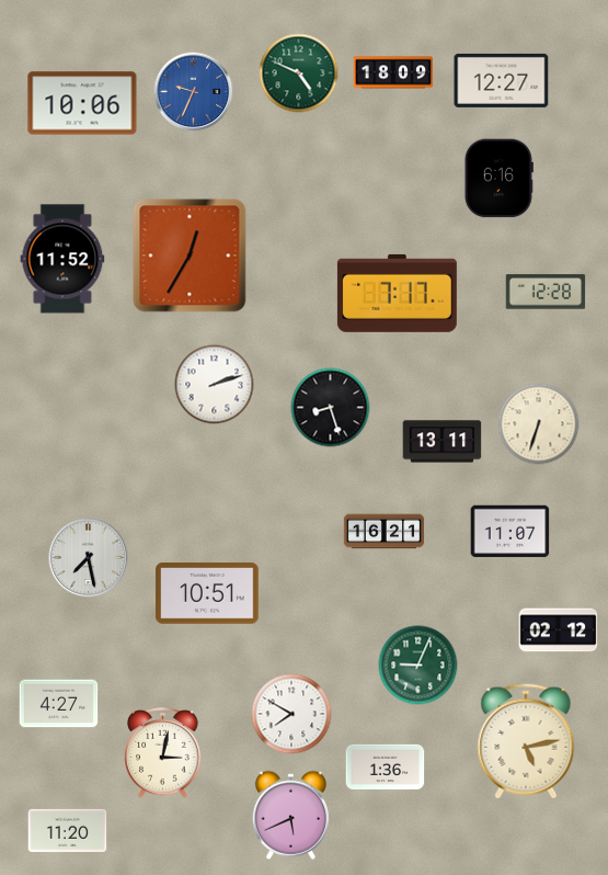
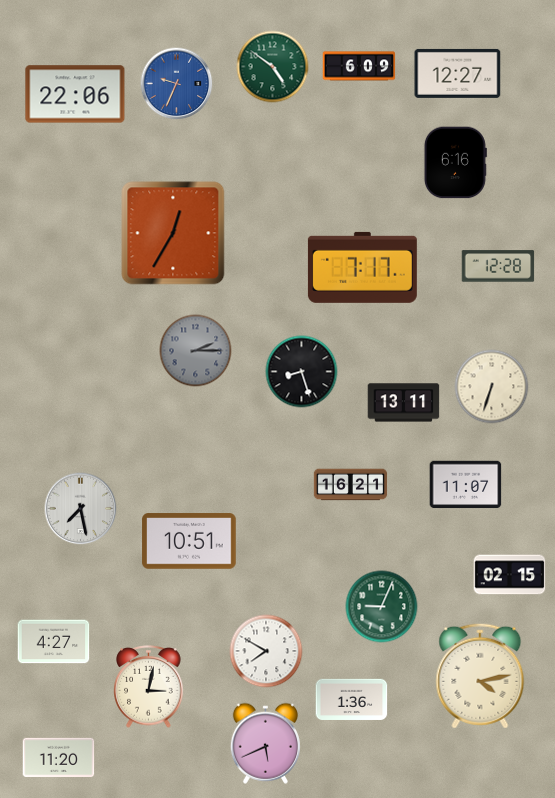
clock at (393, 72): 18:09 -> 6:09
clock at (299, 73): 4:49 -> 4:51
clock at (82, 103): 10:06 -> 22:06
clock at (62, 259): 11:52 -> none
clock at (215, 385): 2:12 -> 2:15
clock at (215, 385) dial: white -> grey
clock at (559, 630): 02:12 -> 02:15
clock at (526, 741): 5:13 -> 4:13
clock at (68, 830) position: (68, 830) -> (59, 757)
